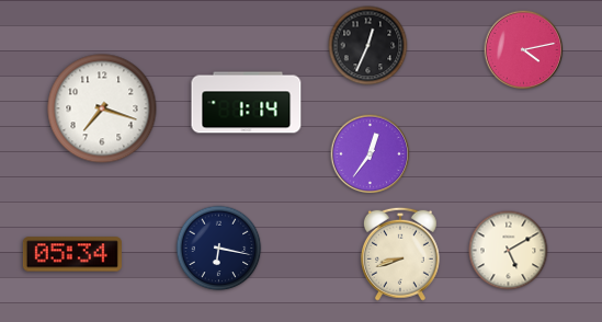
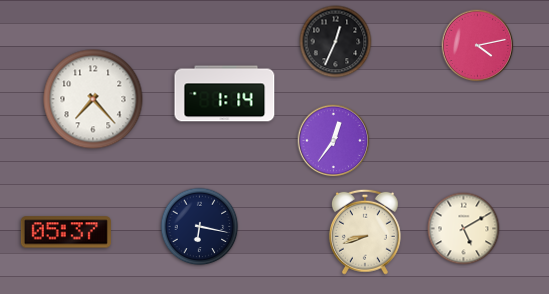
clock at (102, 108): 7:18 -> 7:23
clock at (371, 154) position: (371, 154) -> (334, 141)
clock at (72, 254): 05:34 -> 05:37
